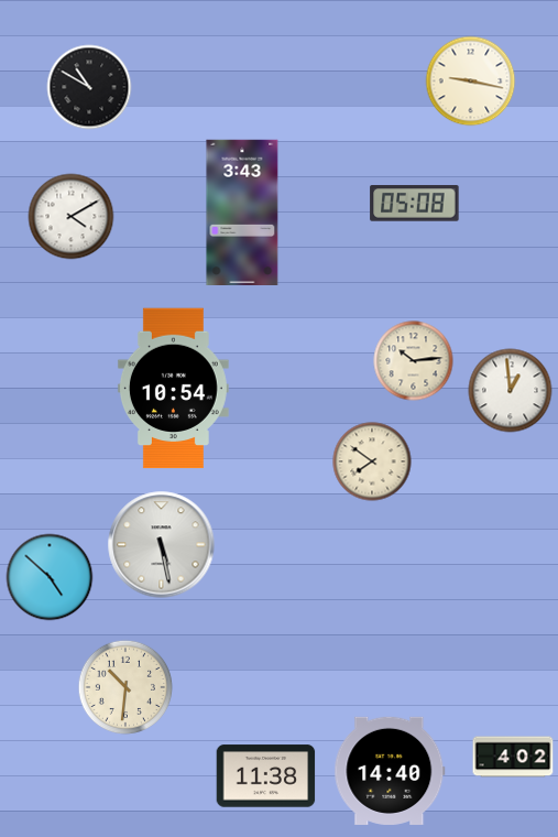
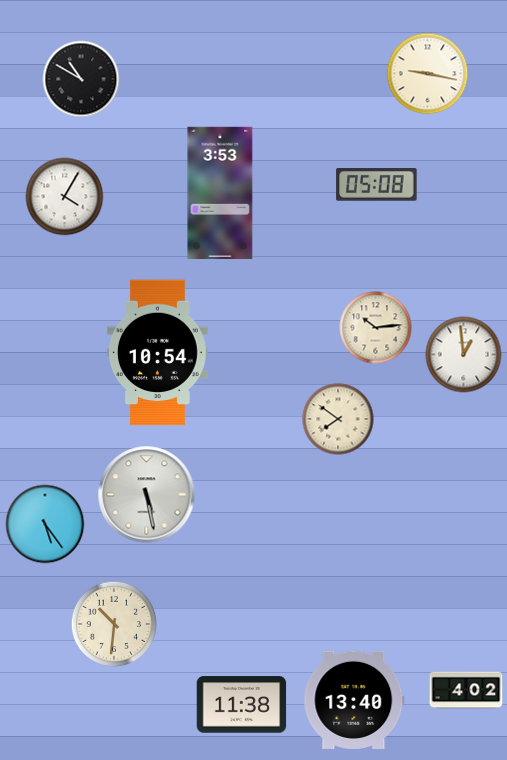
clock at (242, 211): 3:43 -> 3:53
clock at (72, 217): 4:10 -> 4:05
clock at (50, 577): 4:52 -> 5:24
clock at (513, 757) position: (513, 757) -> (466, 690)
clock at (390, 771): 14:40 -> 13:40
